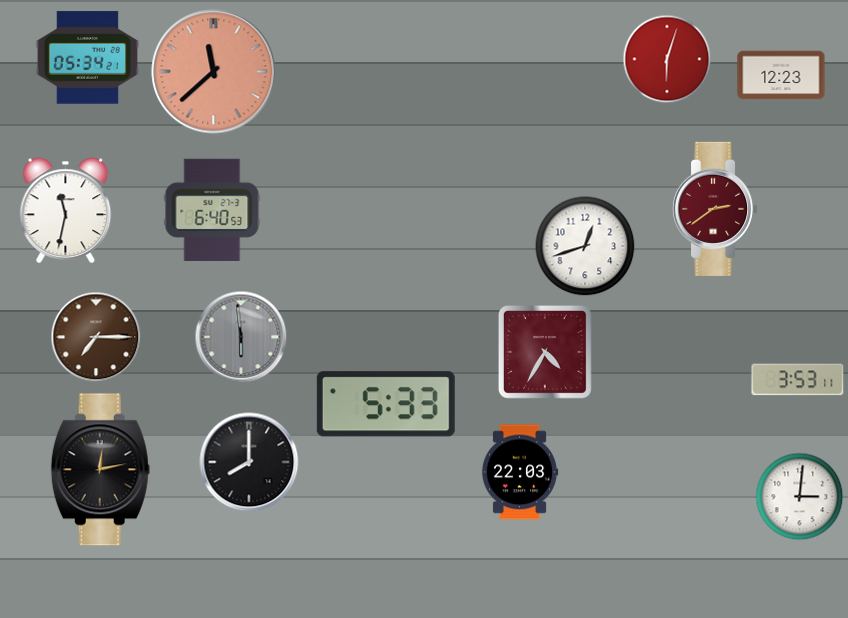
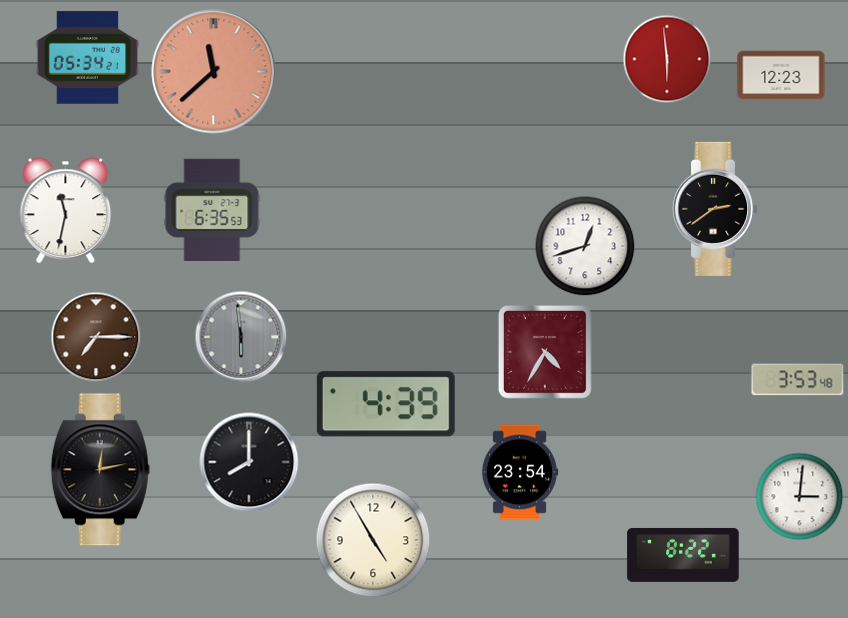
clock at (667, 59): 6:03 -> 5:59
clock at (212, 209): 6:40 -> 6:35
clock at (716, 209) dial: burgundy -> black
clock at (798, 380): 3:53:11 -> 3:53:48
clock at (386, 404): 5:33 -> 4:39
clock at (520, 472): 22:03 -> 23:54
clock at (373, 540): none -> 4:55
clock at (683, 555): none -> 8:22
